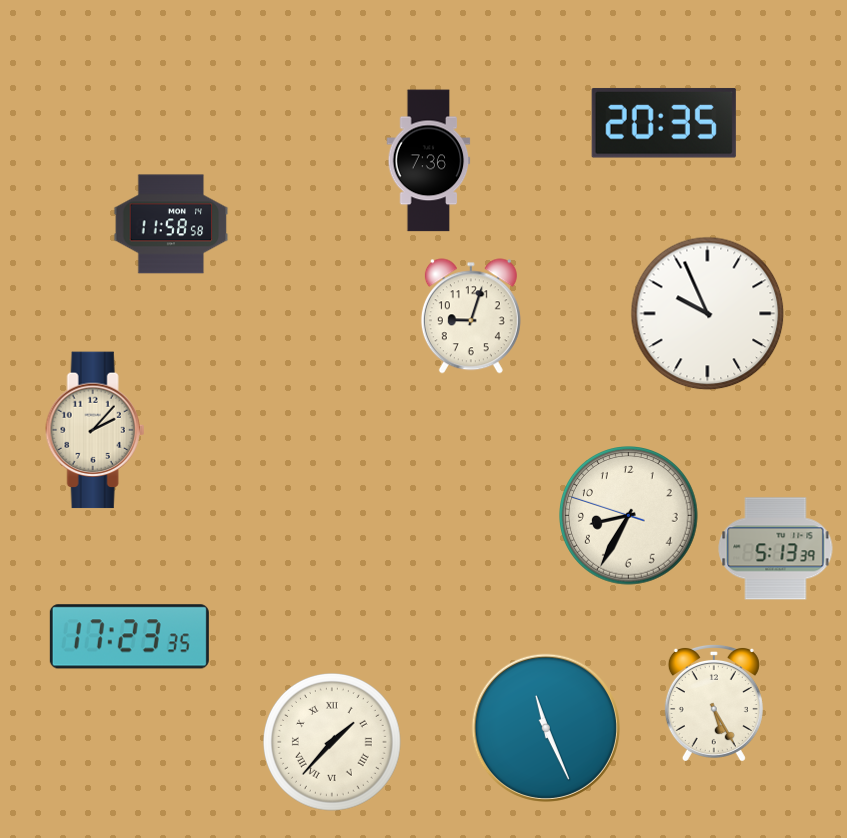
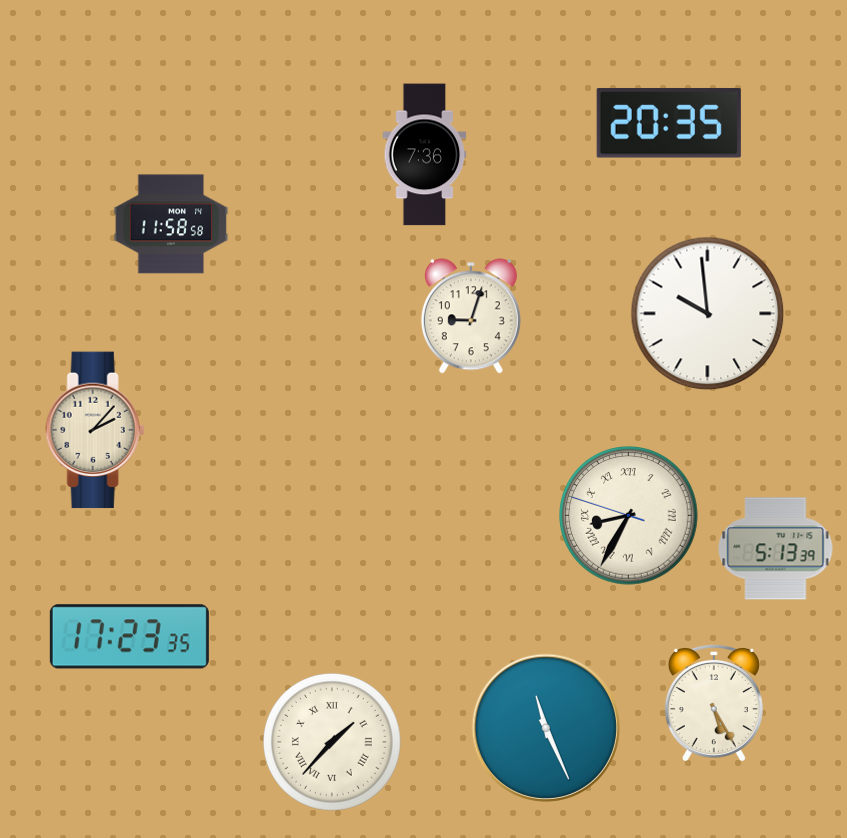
clock at (664, 123) position: (664, 123) -> (669, 123)
clock at (429, 161) position: (429, 161) -> (425, 155)
clock at (708, 314): 9:56 -> 9:59
clock at (629, 516) numerals: Arabic -> Roman
